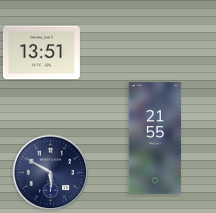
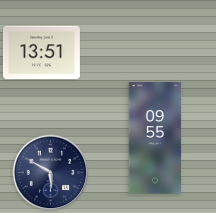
clock at (155, 138): 21:55 -> 09:55
